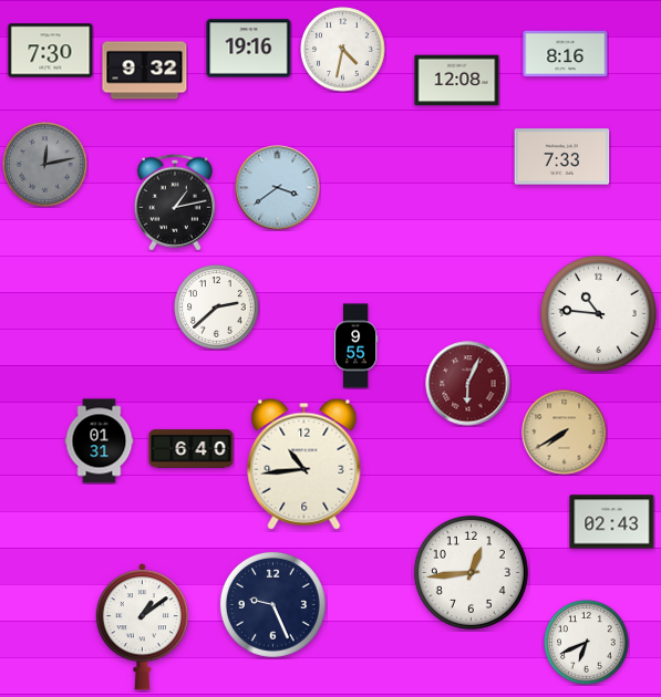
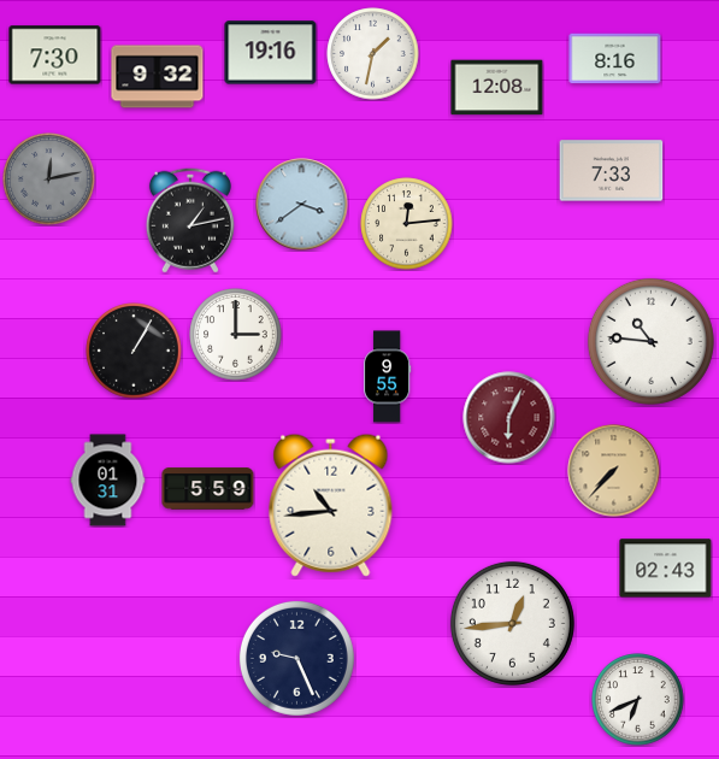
clock at (343, 50): 4:32 -> 1:32
clock at (407, 224): none -> 12:14
clock at (217, 308): 2:38 -> 3:00
clock at (134, 351): none -> 1:05
clock at (565, 433): 7:40 -> 7:37
clock at (192, 449): 6:40 -> 5:59
clock at (142, 627): 1:09 -> none
